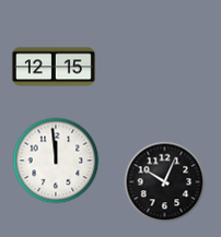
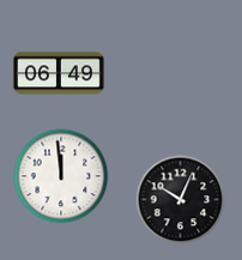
clock at (54, 67): 12:15 -> 06:49
